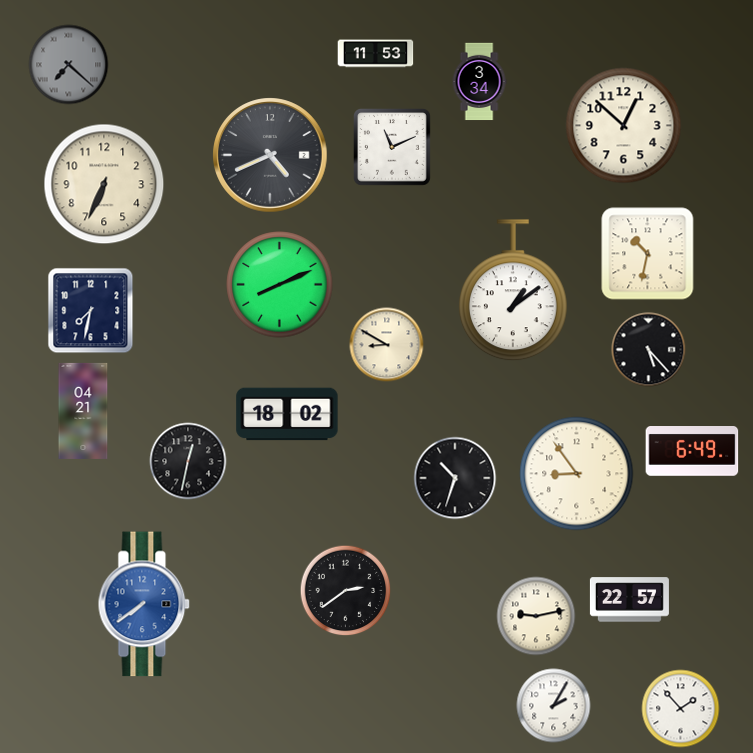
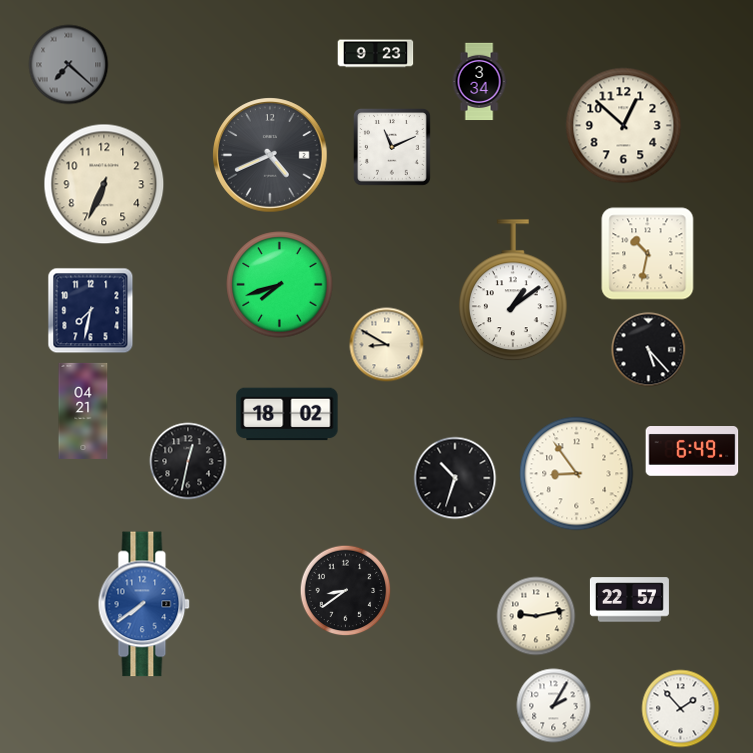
clock at (376, 54): 11:53 -> 9:23
clock at (280, 285): 8:11 -> 7:42
clock at (346, 591): 2:39 -> 8:39
